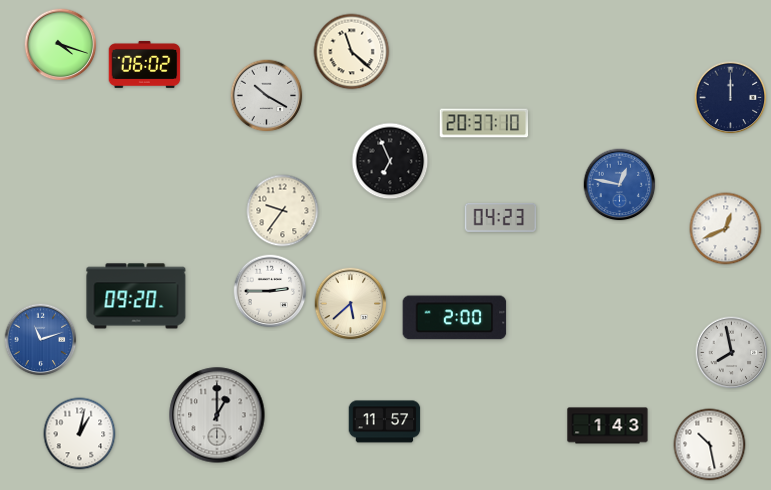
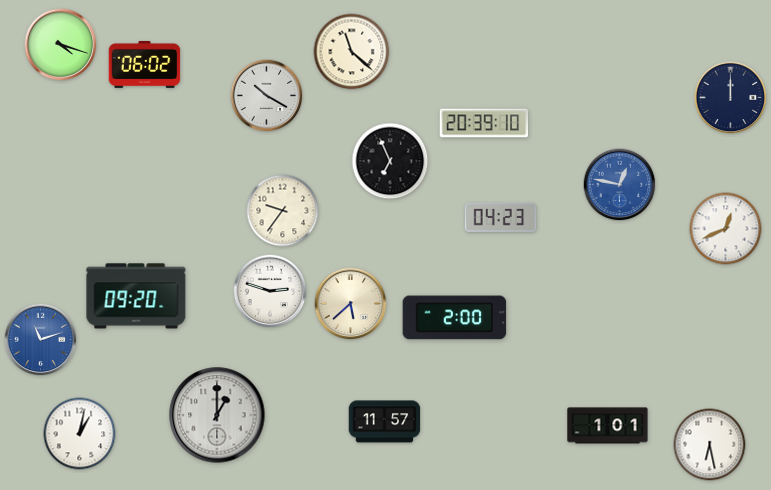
clock at (484, 123): 20:37 -> 20:39
clock at (270, 291): 2:45 -> 2:48
clock at (732, 353): 7:58 -> none
clock at (608, 426): 1:43 -> 1:01
clock at (710, 445): 10:28 -> 6:28
